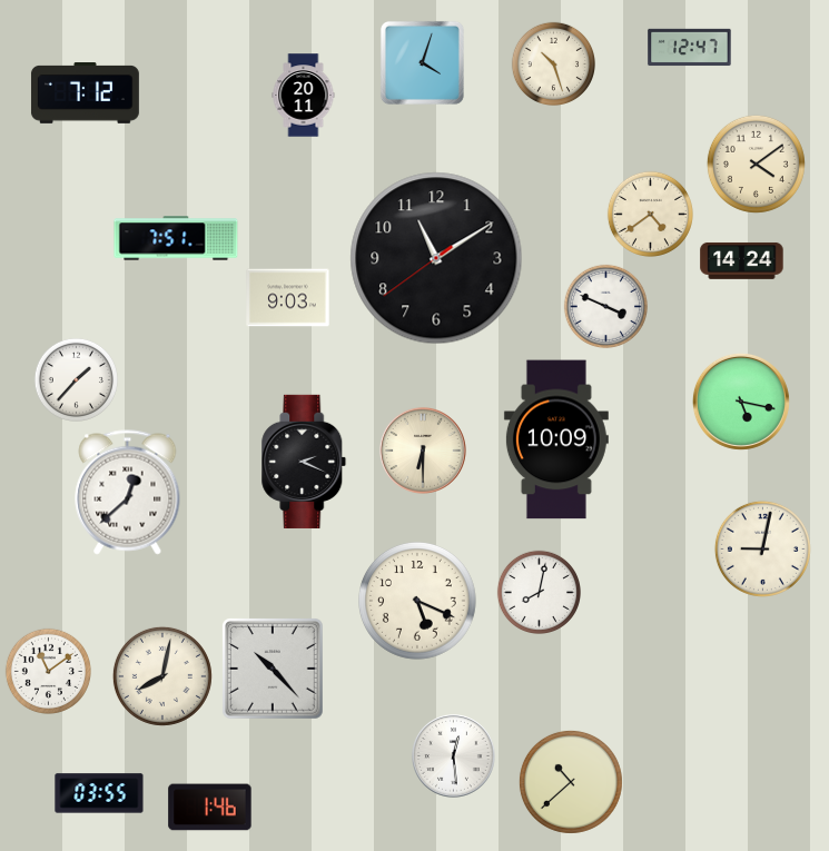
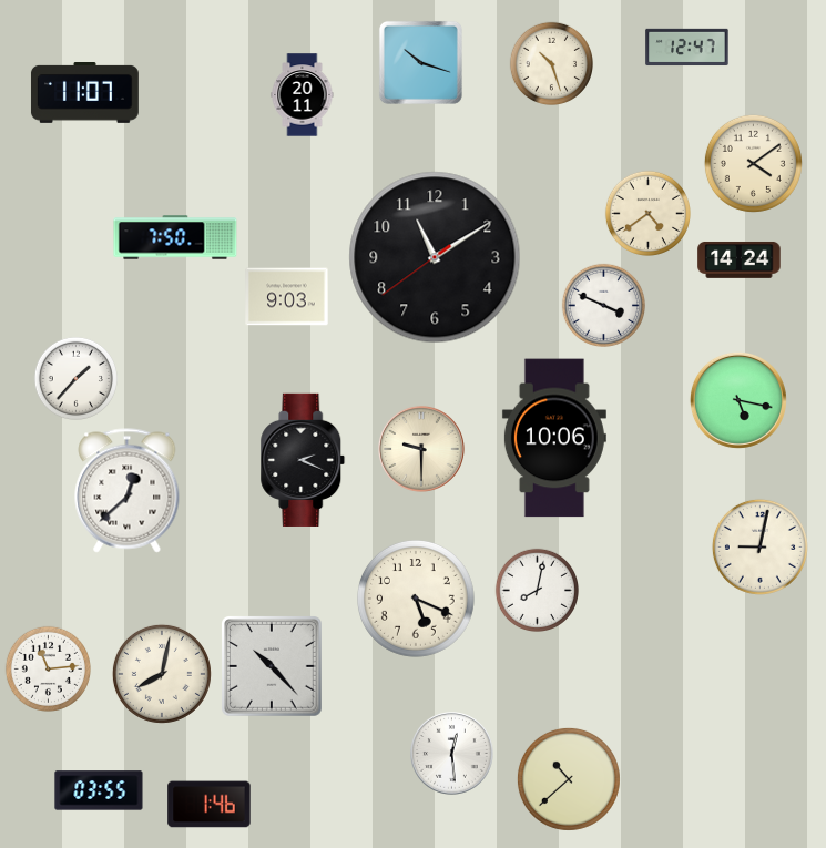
clock at (422, 62): 4:03 -> 10:18
clock at (85, 93): 7:12 -> 11:07
clock at (176, 238): 7:51 -> 7:50
clock at (556, 439): 10:09 -> 10:06
clock at (423, 451): 6:30 -> 9:30
clock at (48, 671): 11:09 -> 11:14
